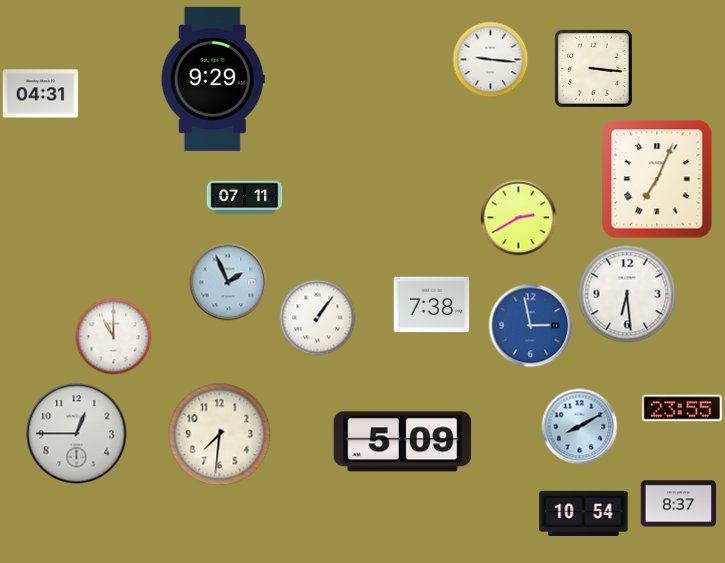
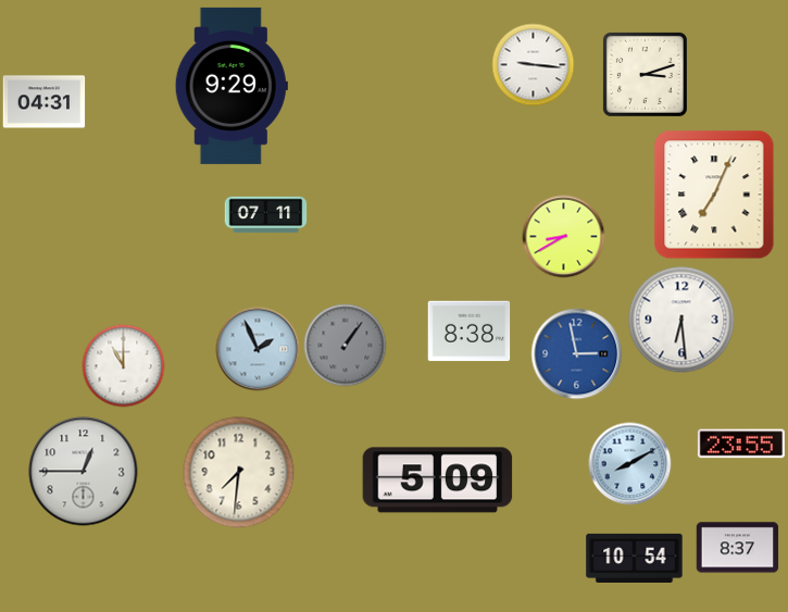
clock at (593, 68): 3:16 -> 3:12
clock at (519, 218): 2:40 -> 8:40
clock at (228, 282) position: (228, 282) -> (258, 349)
clock at (432, 305): 7:38 -> 8:38
clock at (318, 318) dial: white -> grey
